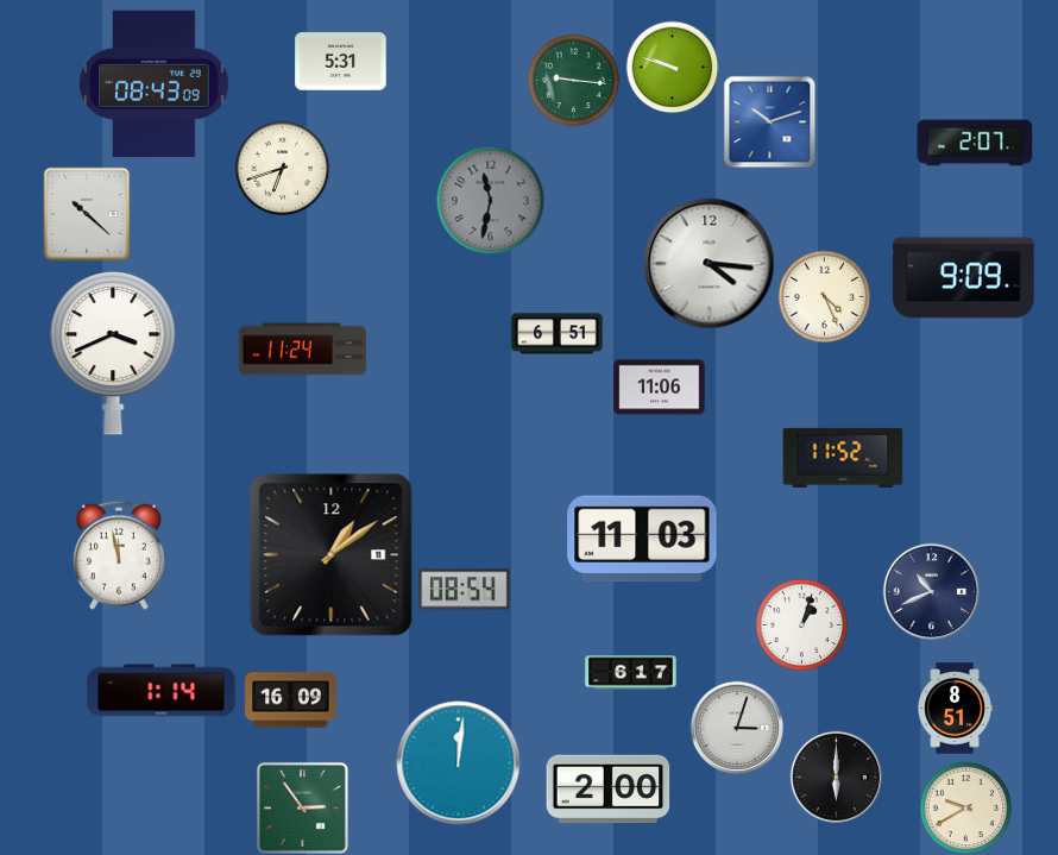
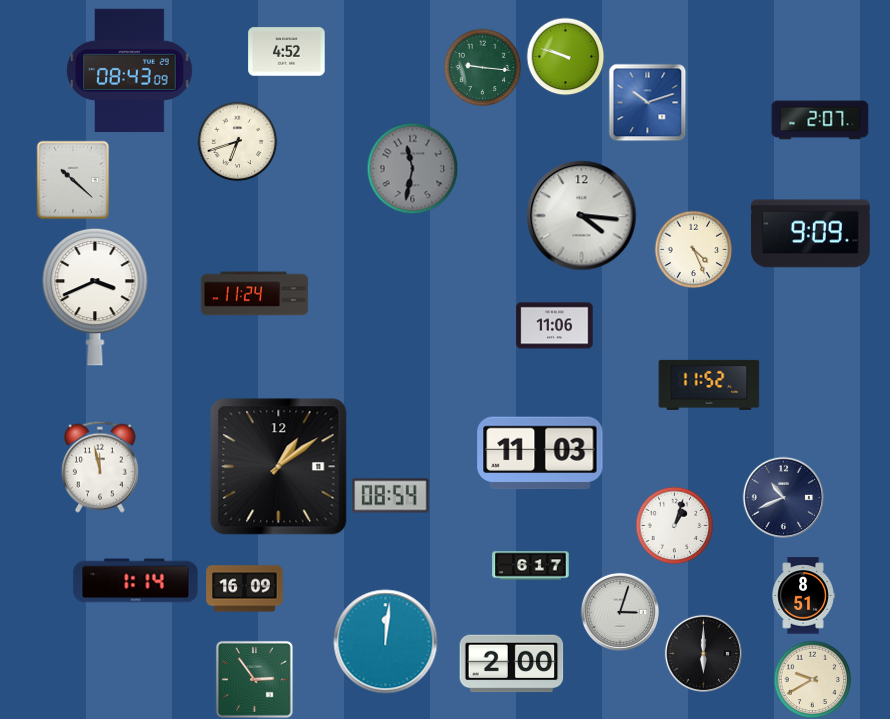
clock at (341, 62): 5:31 -> 4:52
clock at (710, 264) position: (710, 264) -> (582, 216)
clock at (558, 334): 6:51 -> none
